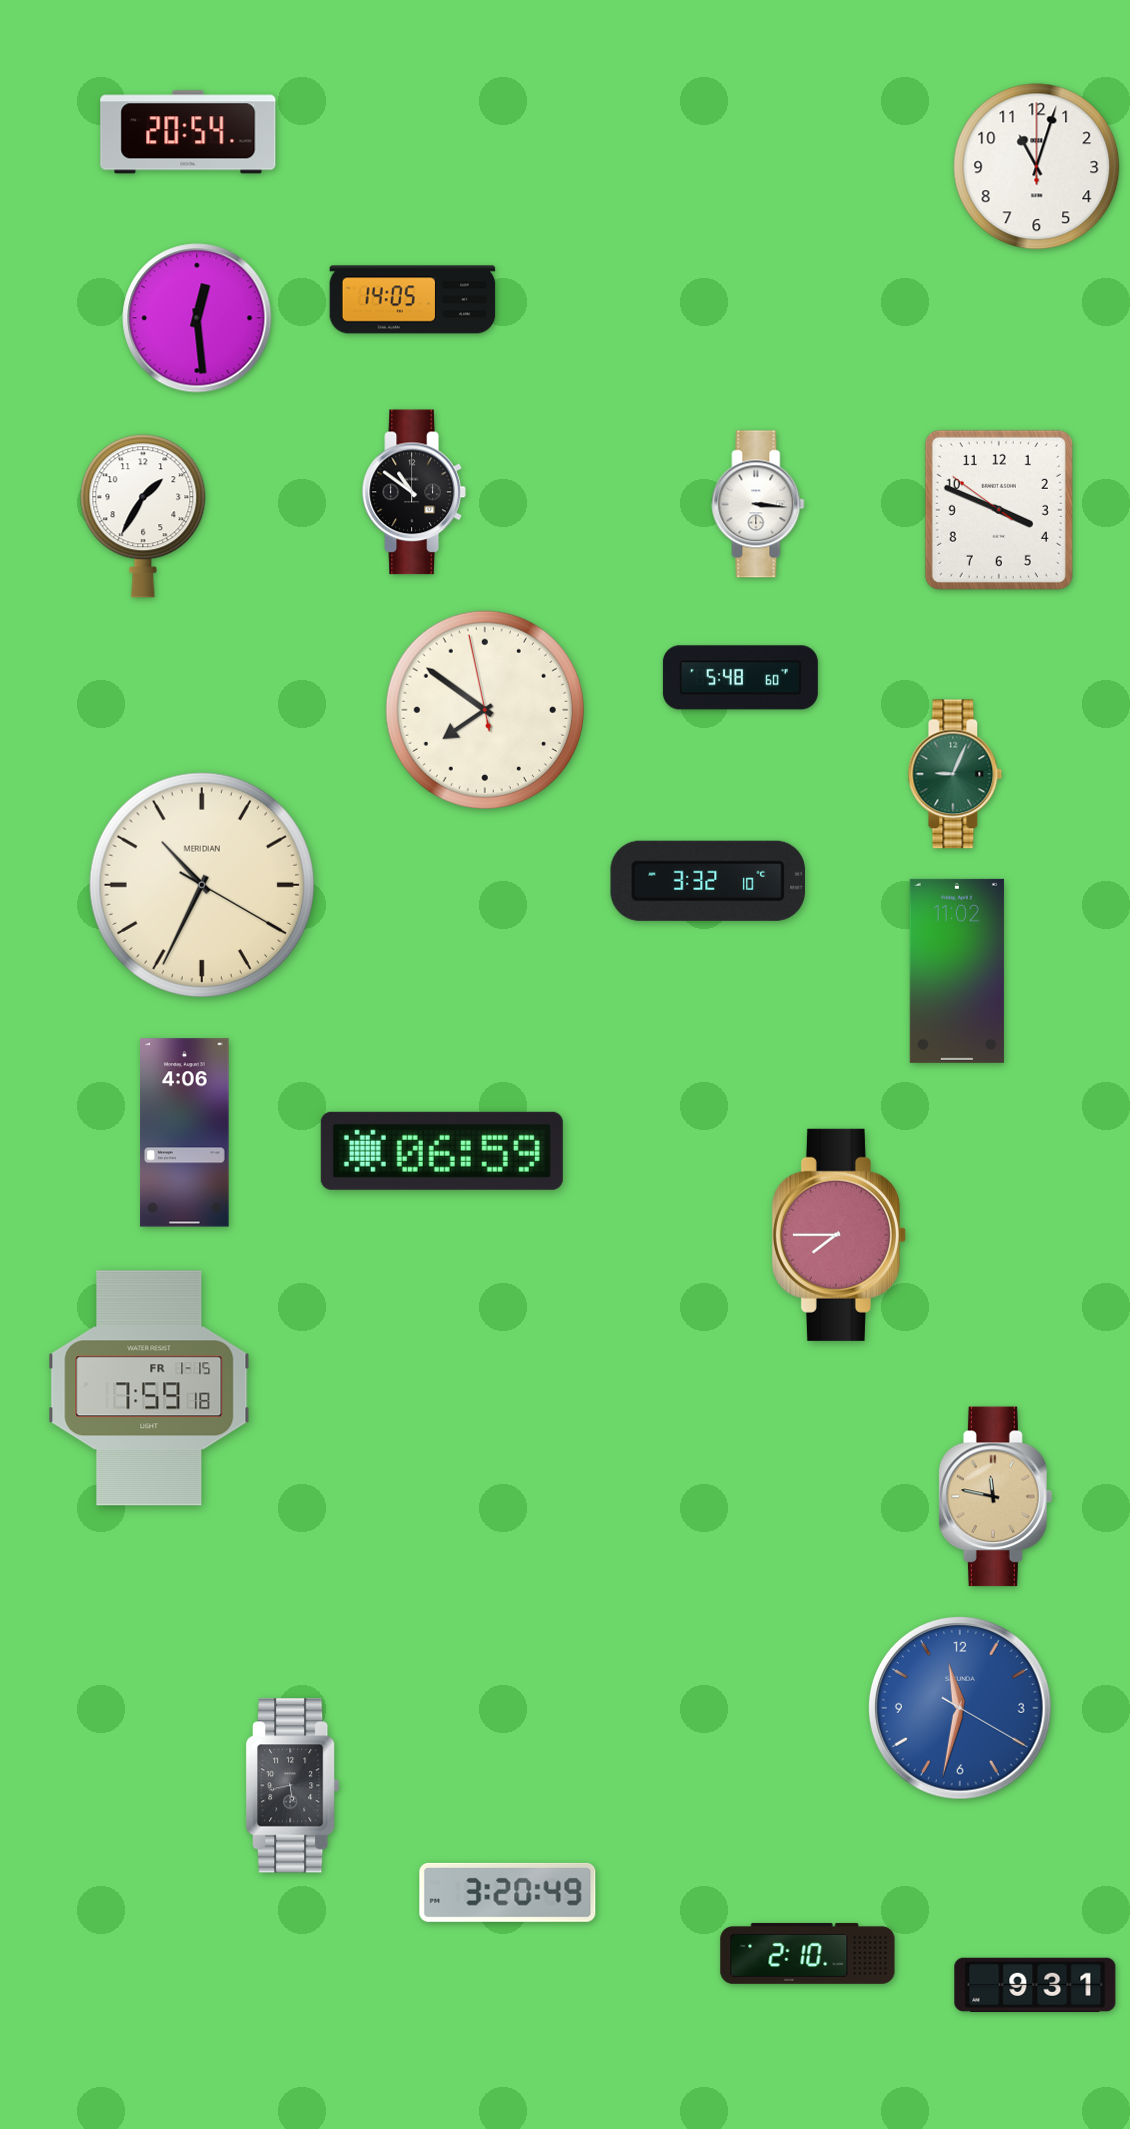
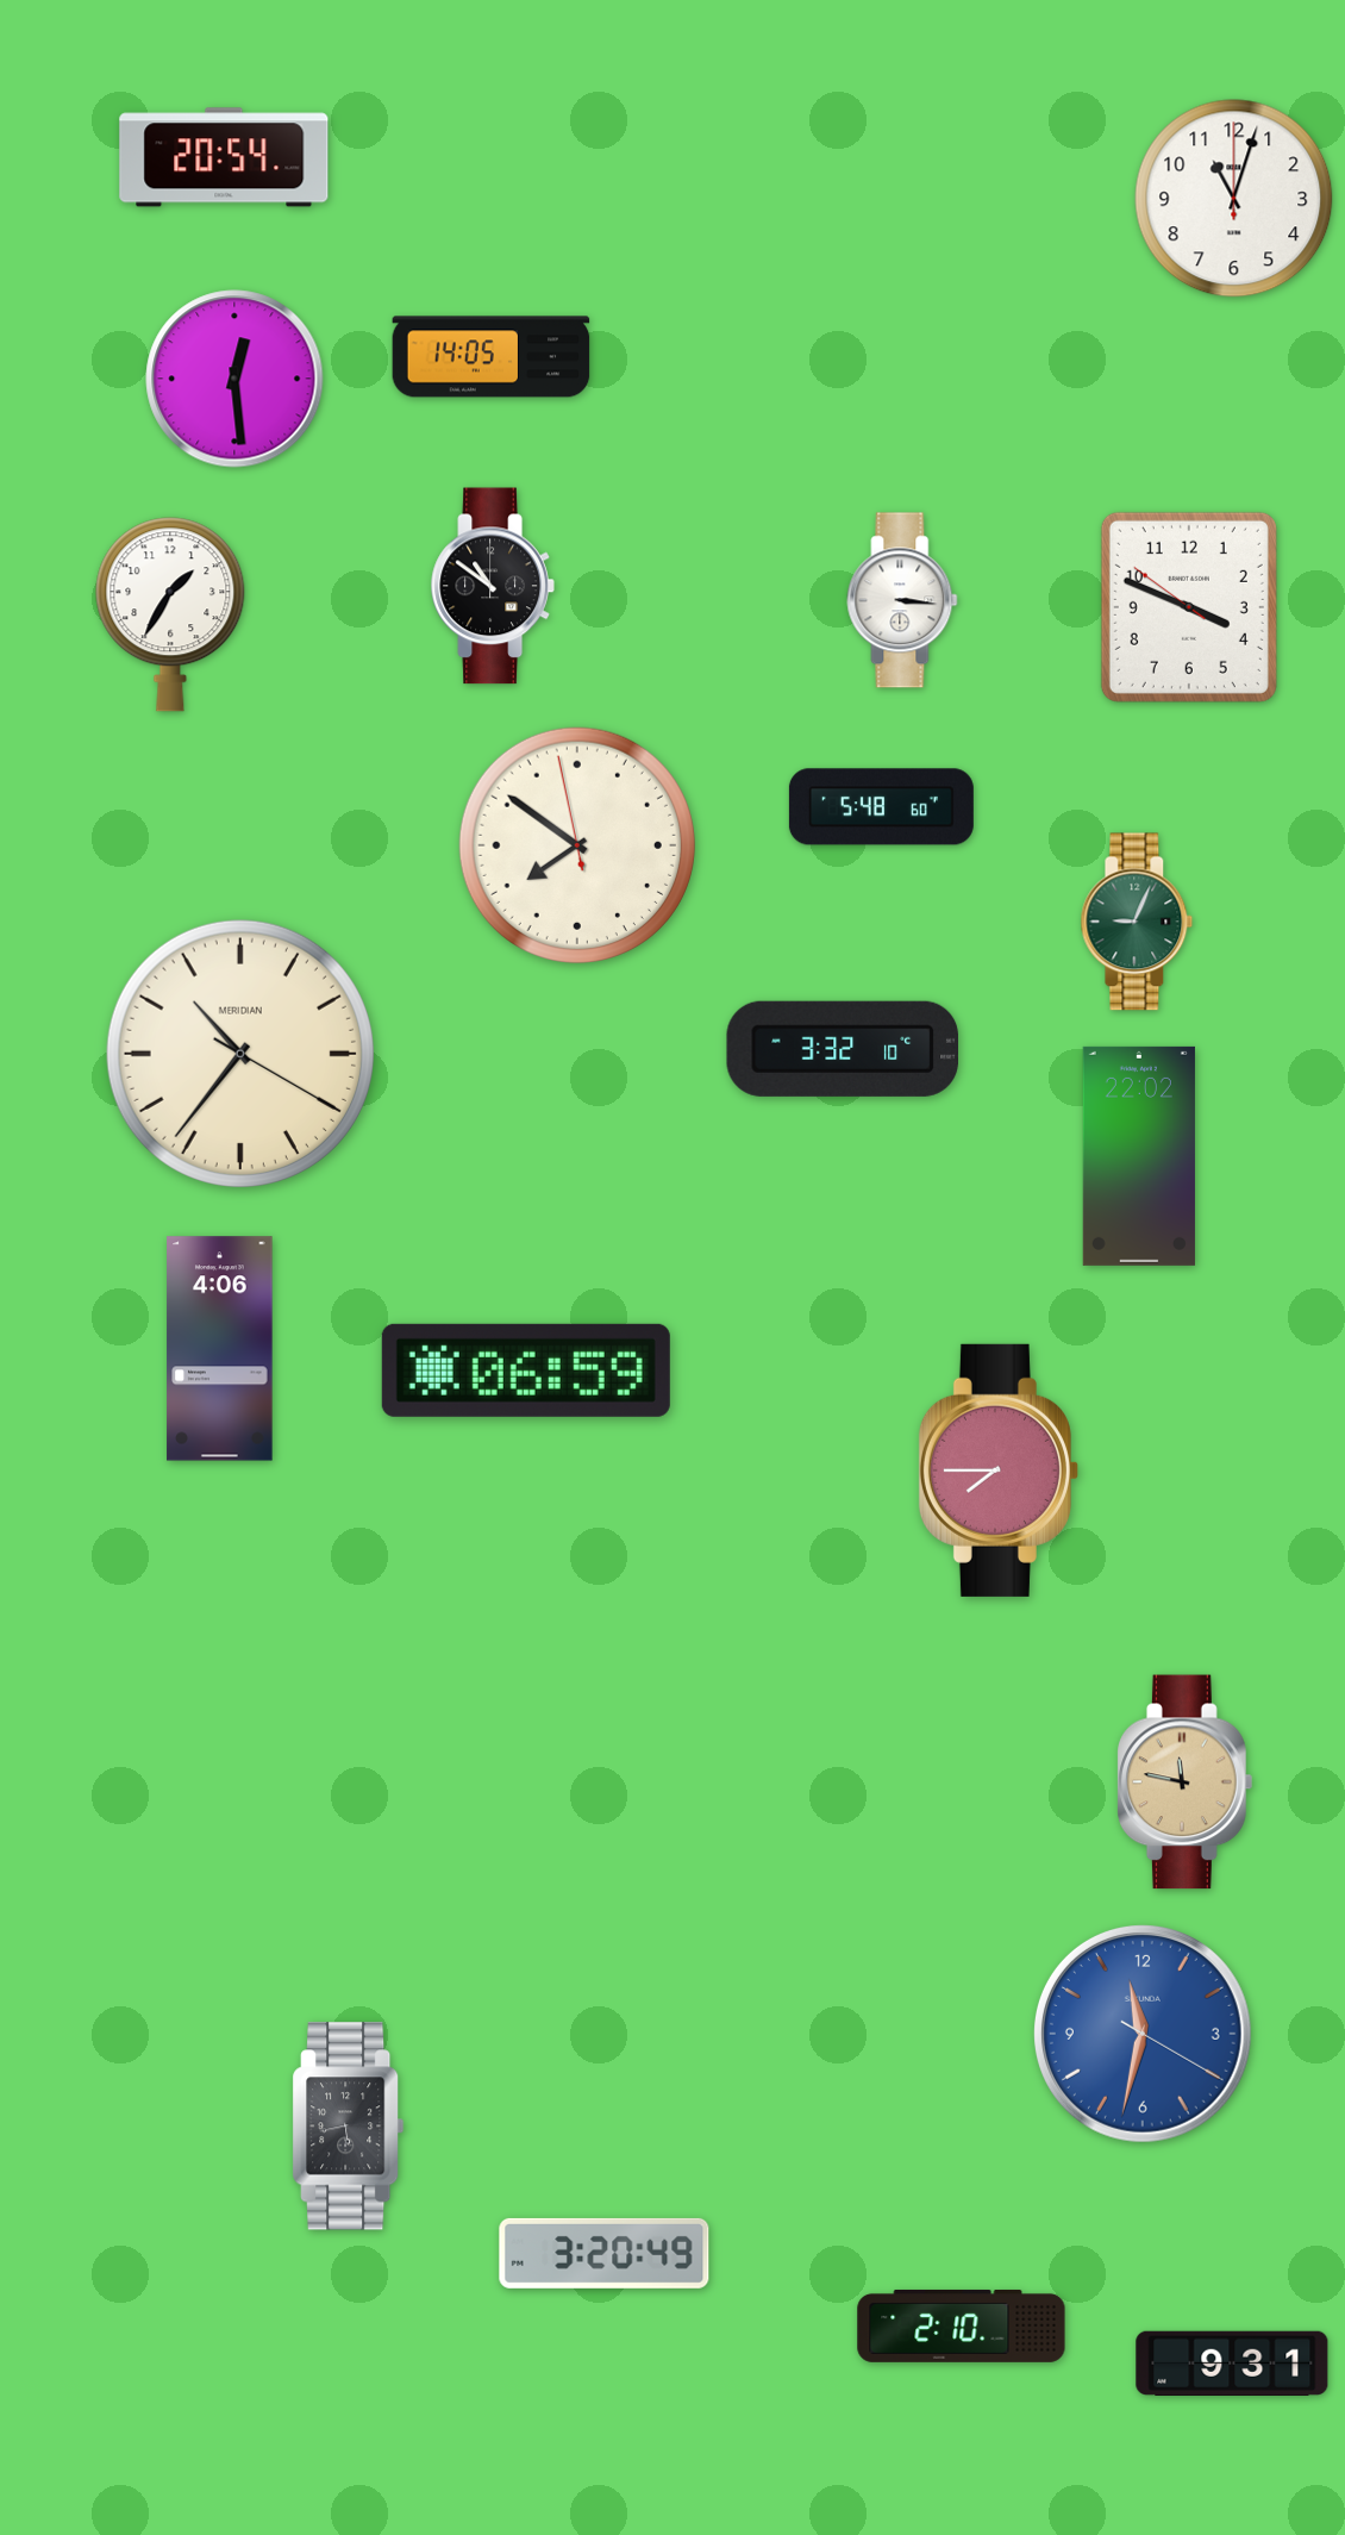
clock at (202, 885): 10:34 -> 10:36
clock at (957, 971): 11:02 -> 22:02
clock at (149, 1388): 7:59 -> none
